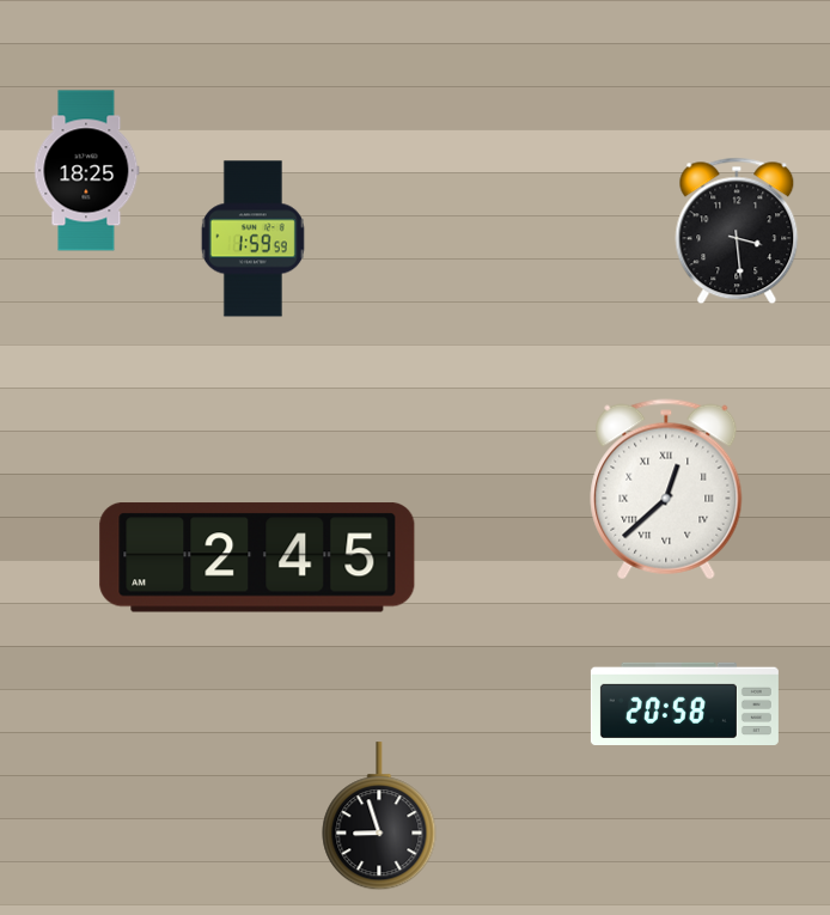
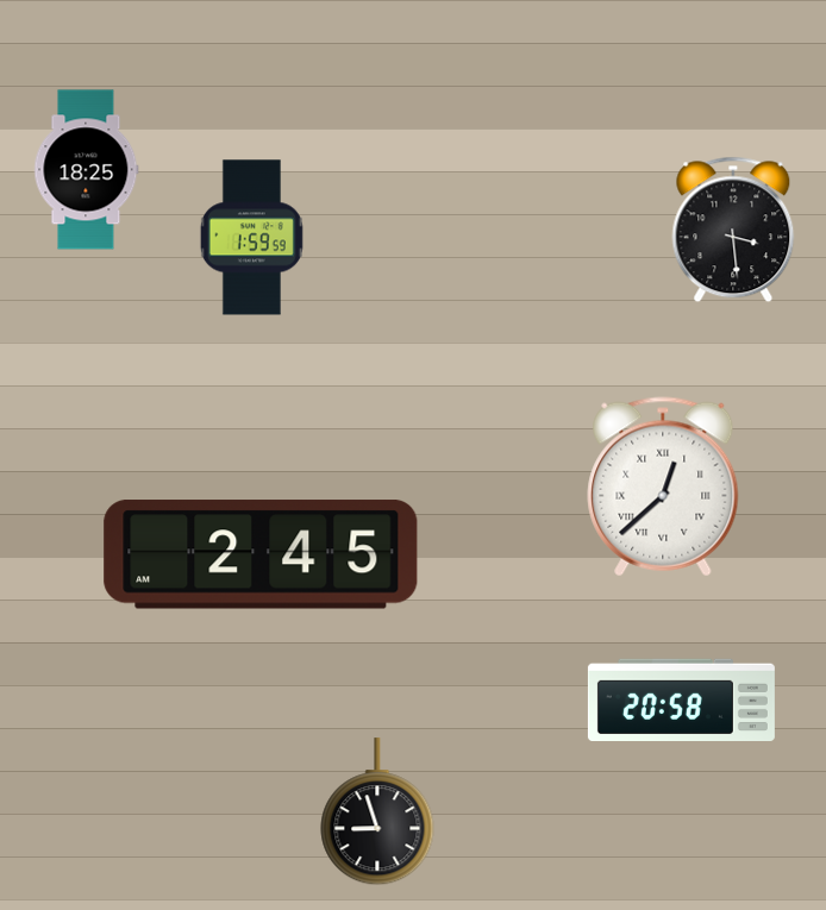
clock at (257, 557) position: (257, 557) -> (261, 554)
